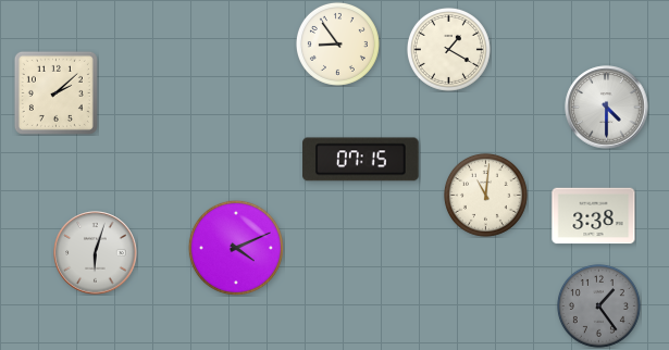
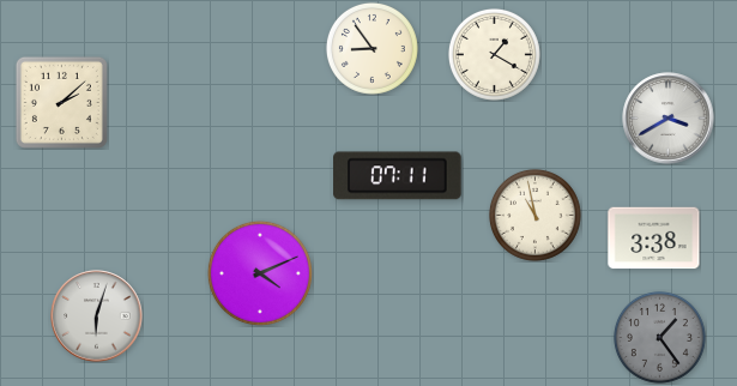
clock at (607, 108): 4:30 -> 3:40
clock at (361, 160): 07:15 -> 07:11
clock at (485, 195): 11:01 -> 10:58
clock at (96, 253) position: (96, 253) -> (97, 316)
